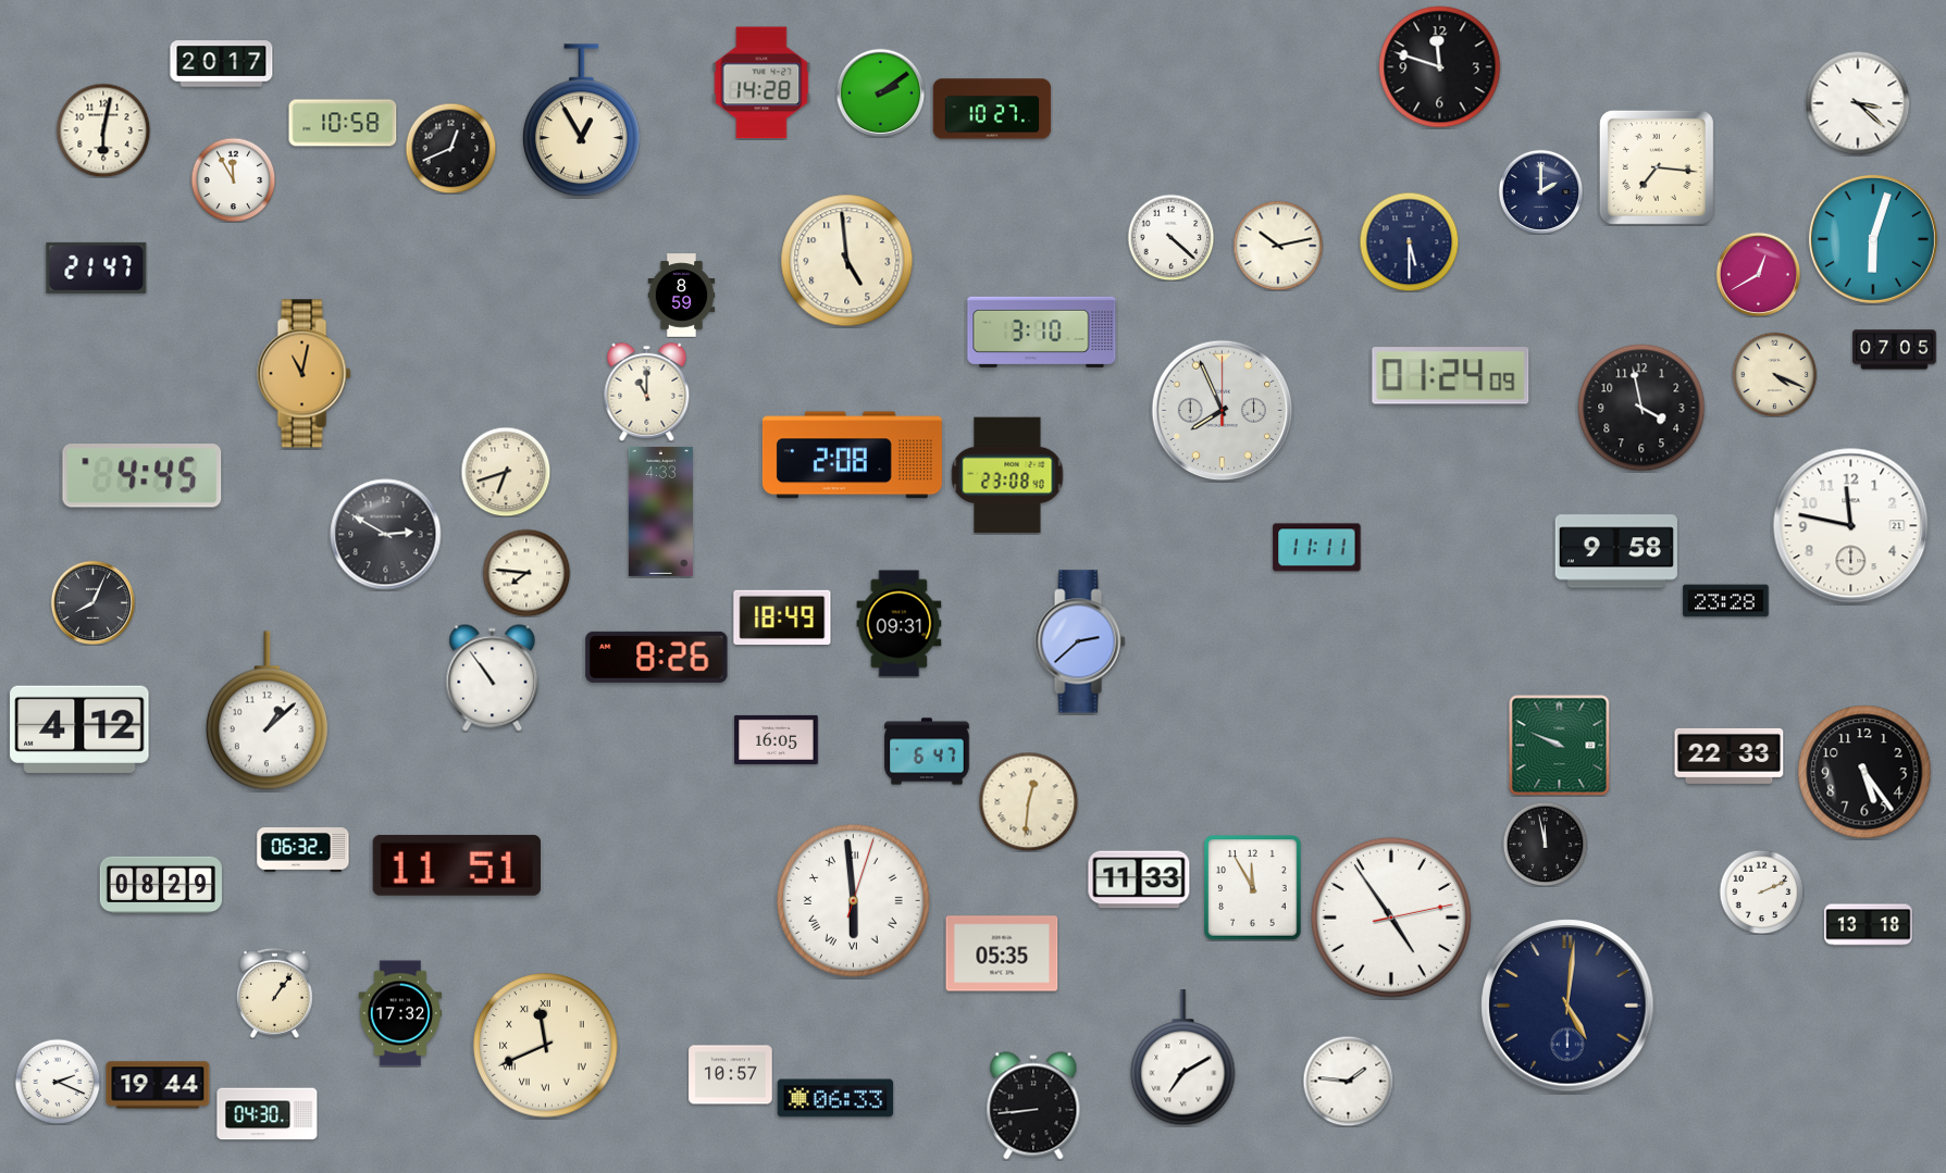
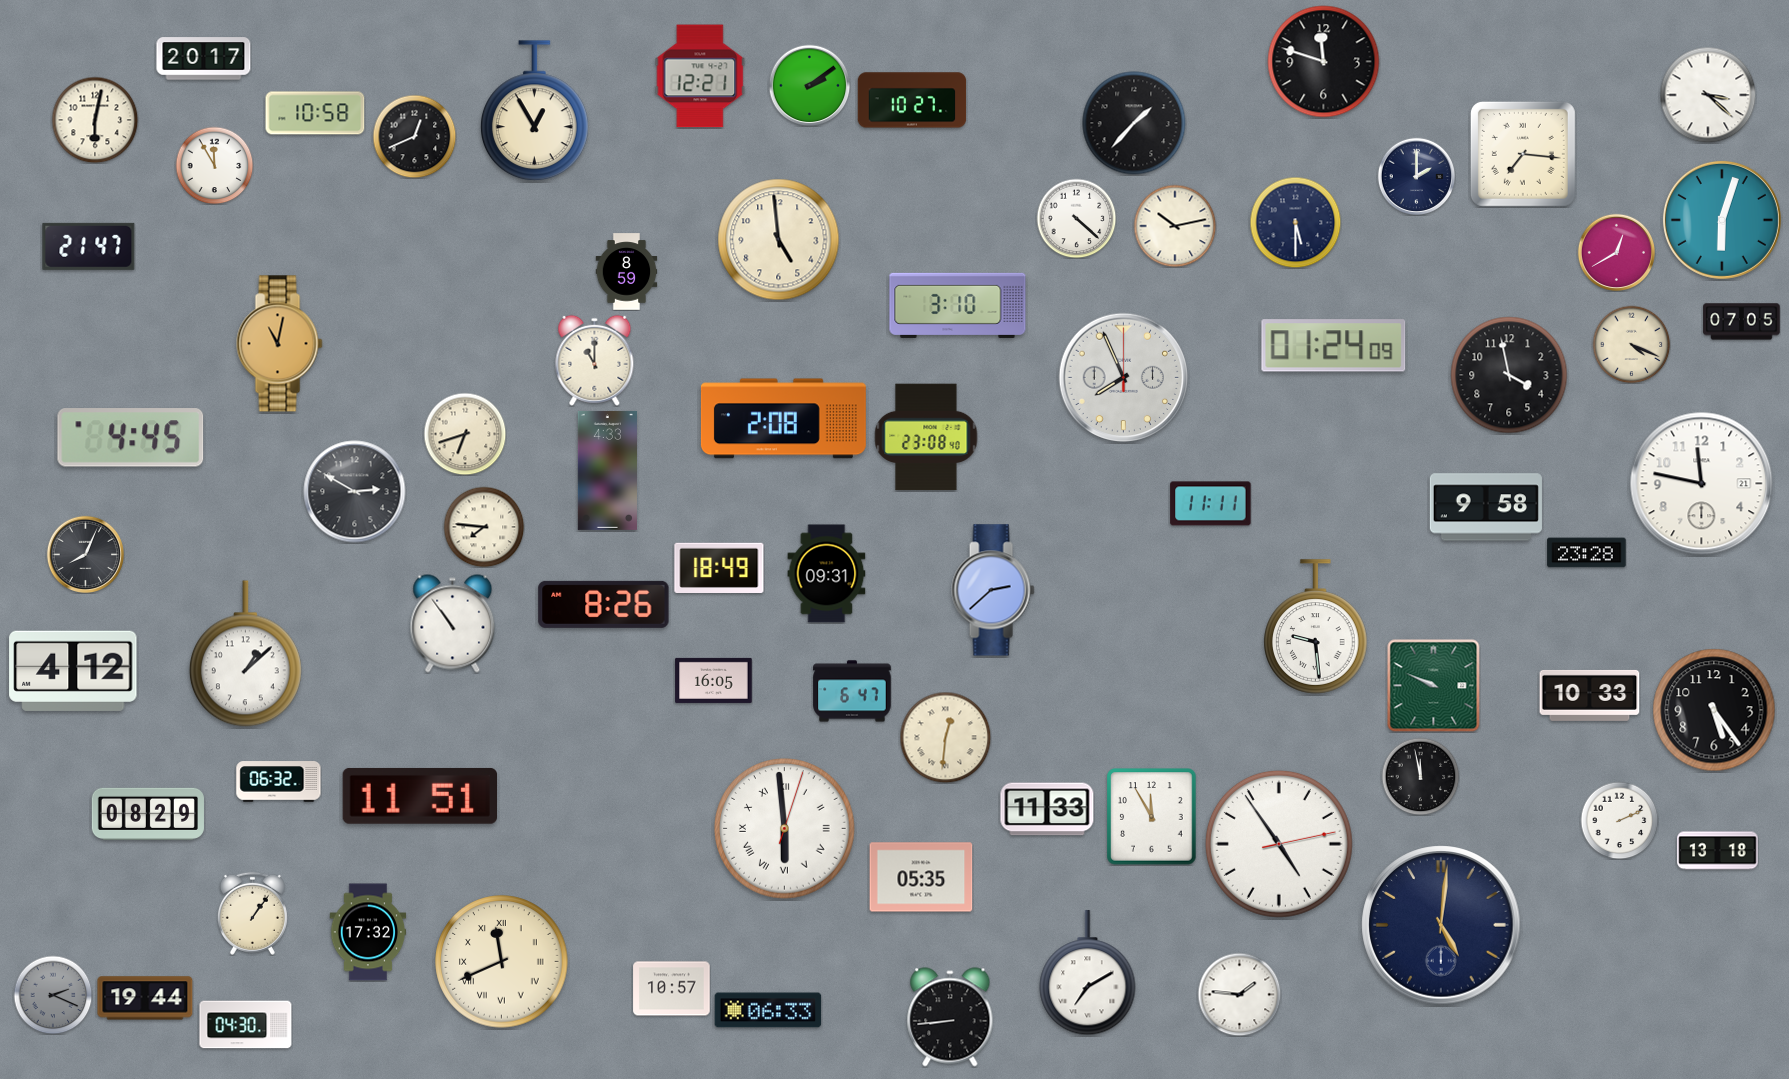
clock at (761, 83): 14:28 -> 12:21
clock at (1134, 123): none -> 1:37
clock at (1316, 627): none -> 9:29
clock at (1730, 756): 22:33 -> 10:33
clock at (58, 1082) dial: white -> grey
